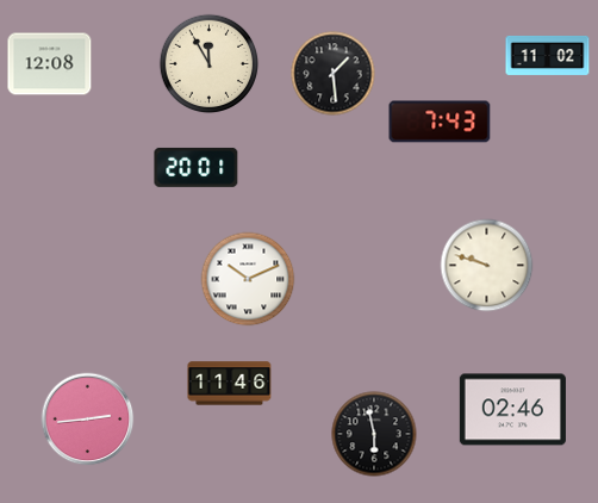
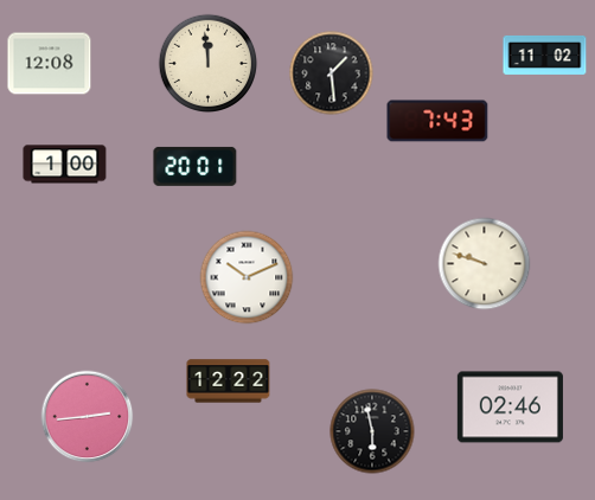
clock at (210, 64): 11:55 -> 11:59
clock at (65, 165): none -> 1:00
clock at (230, 384): 11:46 -> 12:22
